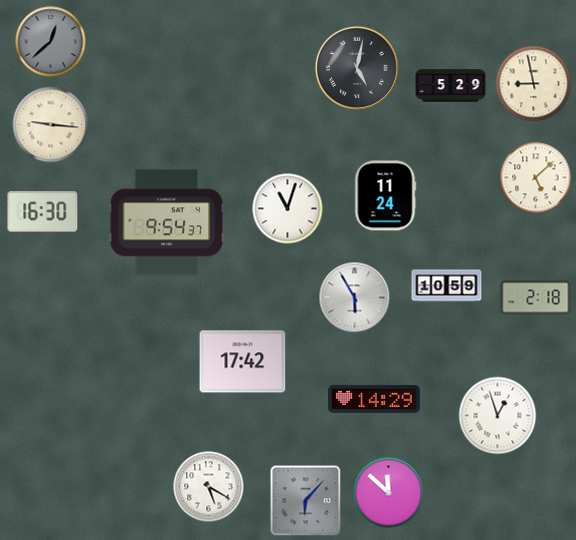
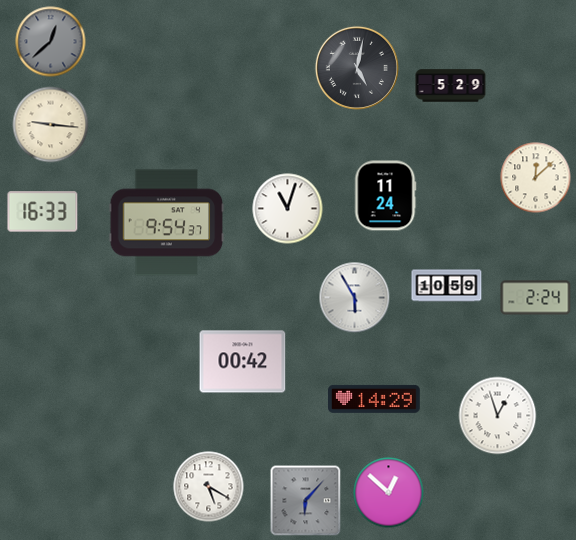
clock at (534, 84): 8:58 -> none
clock at (536, 178): 5:08 -> 12:08
clock at (43, 212): 16:30 -> 16:33
clock at (536, 298): 2:18 -> 2:24
clock at (243, 362): 17:42 -> 00:42
clock at (389, 493): 11:52 -> 12:52
